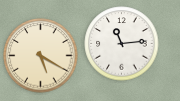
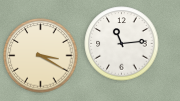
clock at (41, 56): 5:20 -> 3:20
